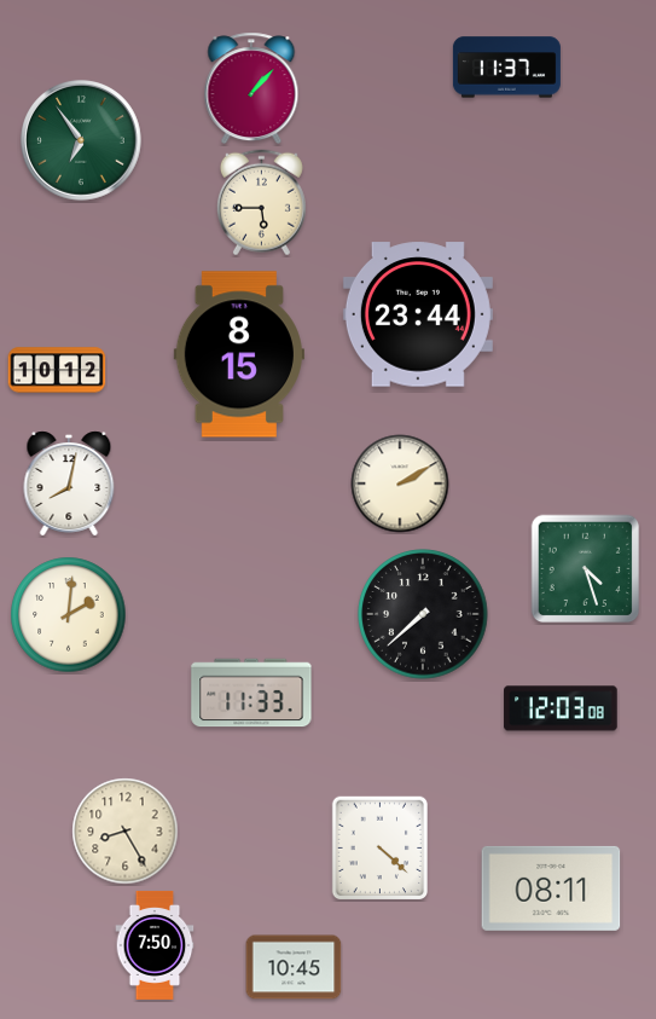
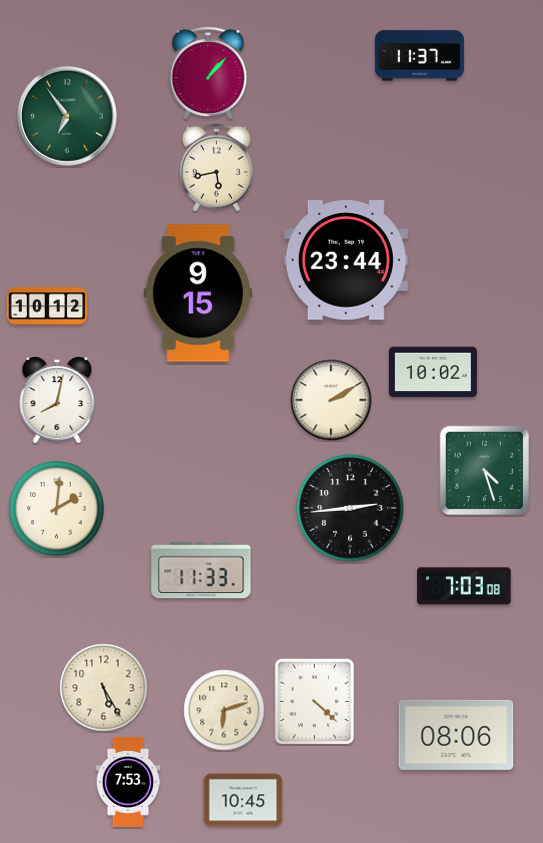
clock at (261, 203): 5:45 -> 5:43
clock at (239, 354): 8:15 -> 9:15
clock at (433, 372): none -> 10:02
clock at (423, 614): 7:38 -> 2:44
clock at (251, 693) position: (251, 693) -> (201, 570)
clock at (561, 708): 12:03 -> 7:03
clock at (126, 832): 8:25 -> 5:25
clock at (224, 710): none -> 6:12
clock at (551, 888): 08:11 -> 08:06
clock at (155, 945): 7:50 -> 7:53
